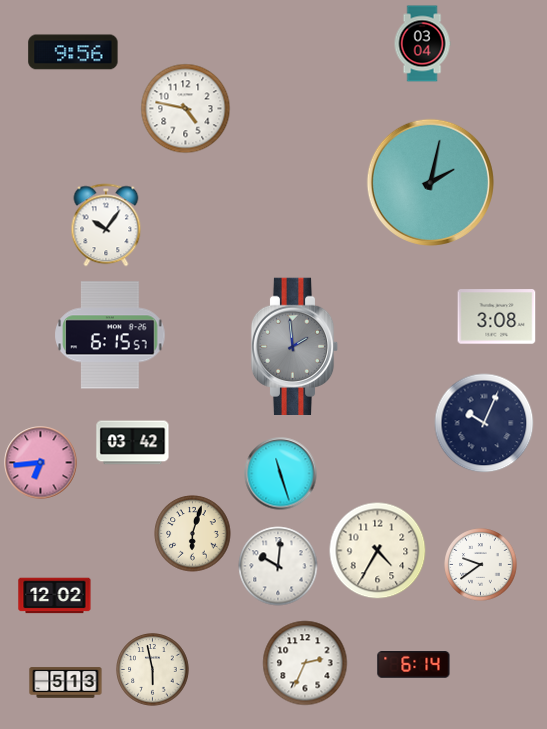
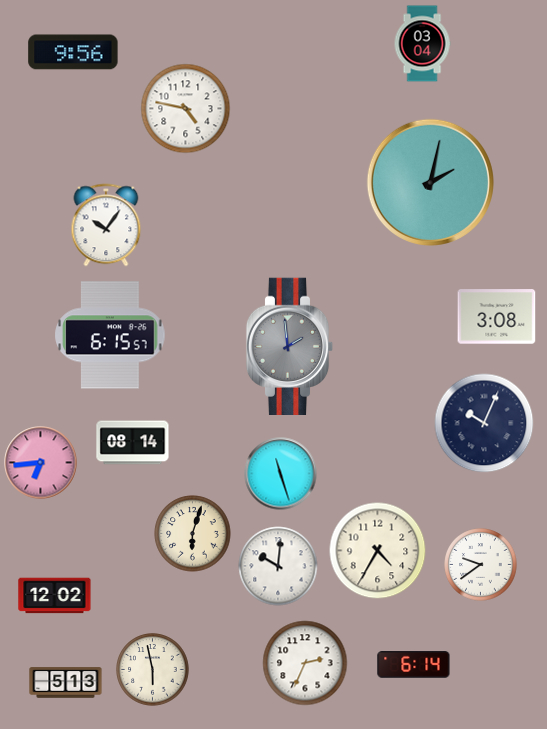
clock at (295, 346) position: (295, 346) -> (290, 346)
clock at (133, 443): 03:42 -> 08:14
